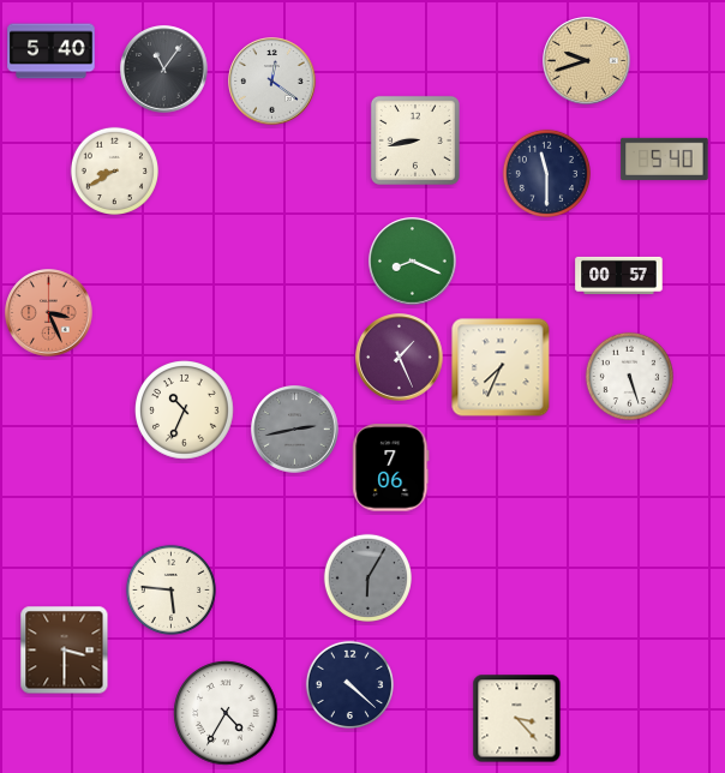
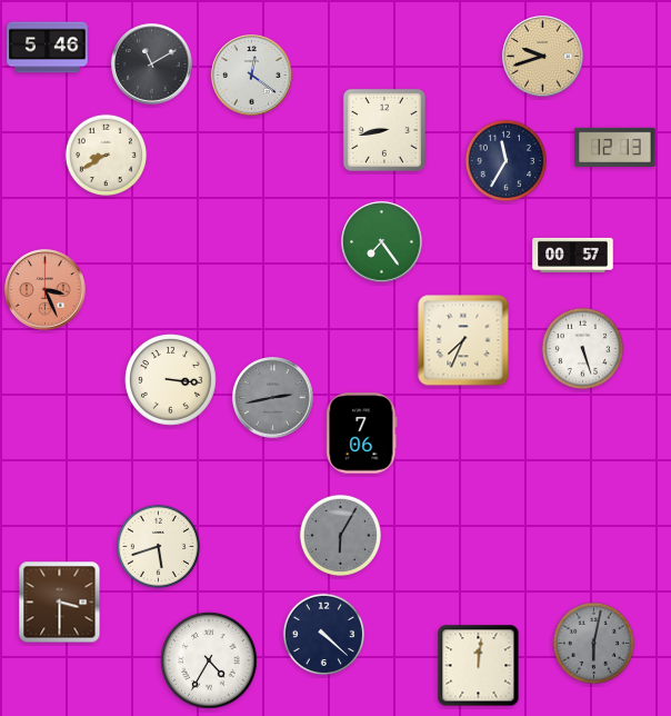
clock at (52, 52): 5:40 -> 5:46
clock at (164, 70): 11:06 -> 11:10
clock at (665, 158): 5:40 -> 12:13
clock at (114, 170) position: (114, 170) -> (106, 155)
clock at (546, 173): 11:30 -> 11:35
clock at (413, 262): 8:19 -> 7:24
clock at (400, 358): 1:26 -> none
clock at (185, 411): 10:34 -> 3:16
clock at (170, 589): 5:46 -> 5:42
clock at (593, 643): none -> 6:02
clock at (517, 719): 3:23 -> 12:01
